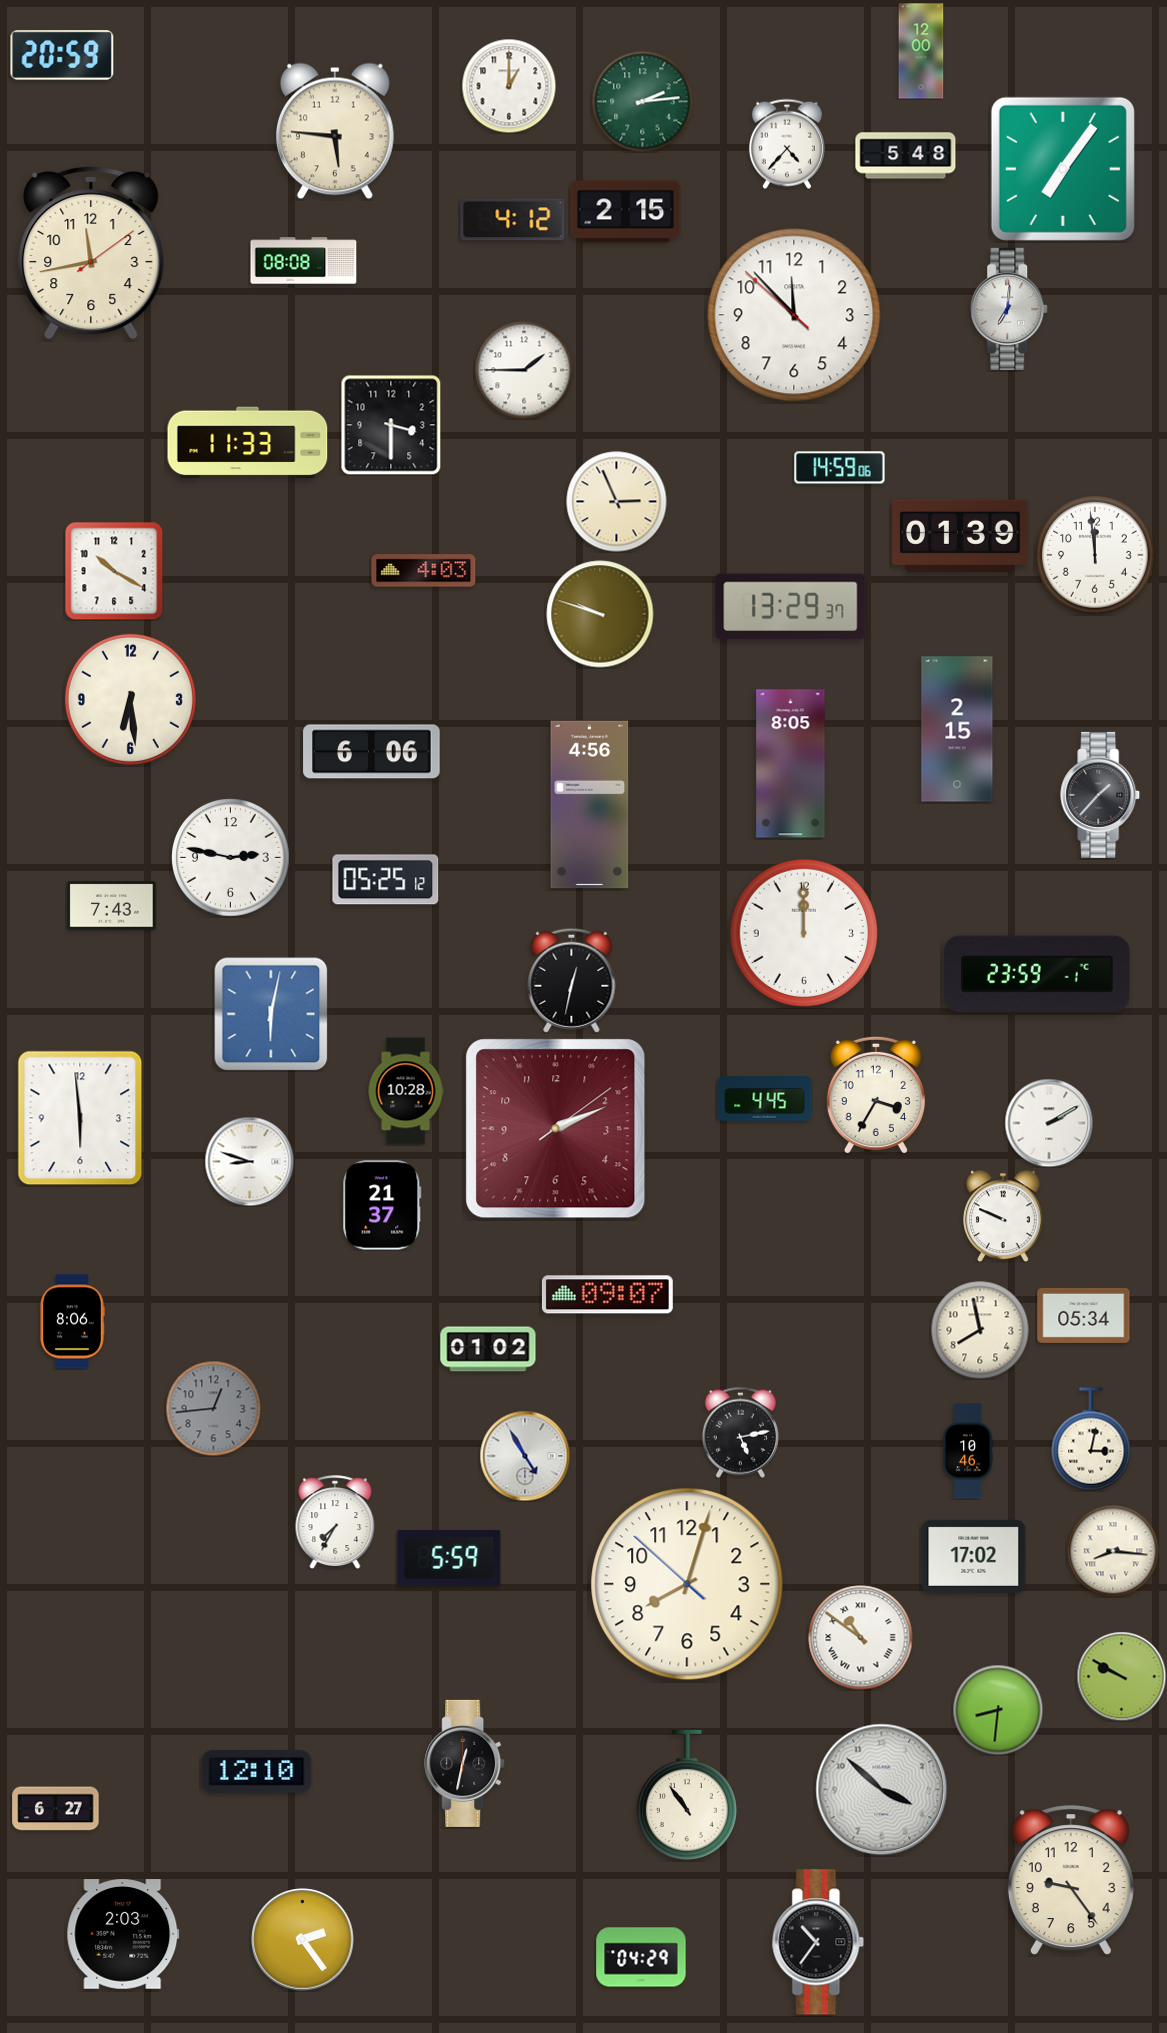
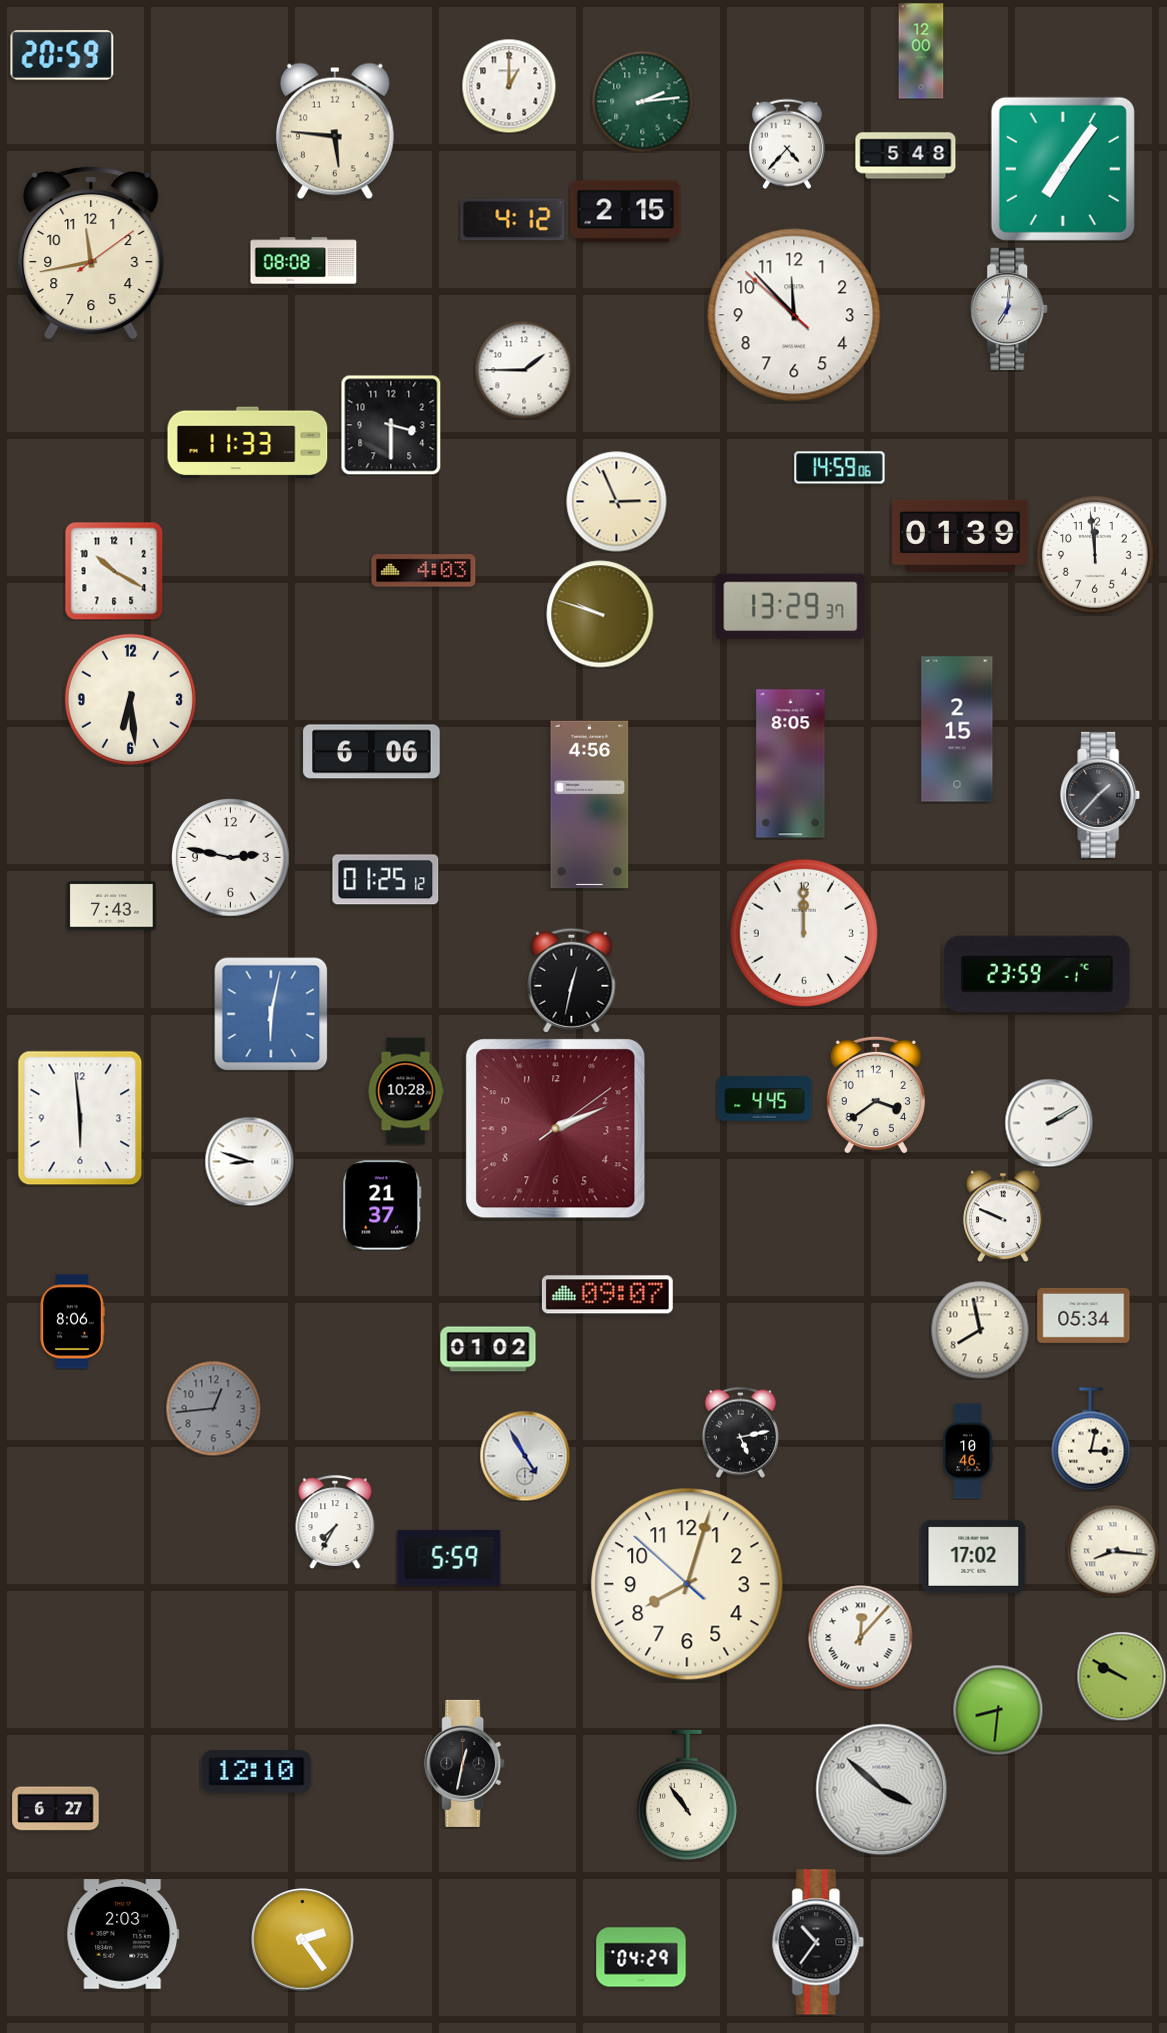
clock at (386, 880): 05:25 -> 01:25
clock at (876, 1095): 3:35 -> 3:39
clock at (861, 1638): 10:51 -> 12:07
clock at (1071, 1881): 9:24 -> none
